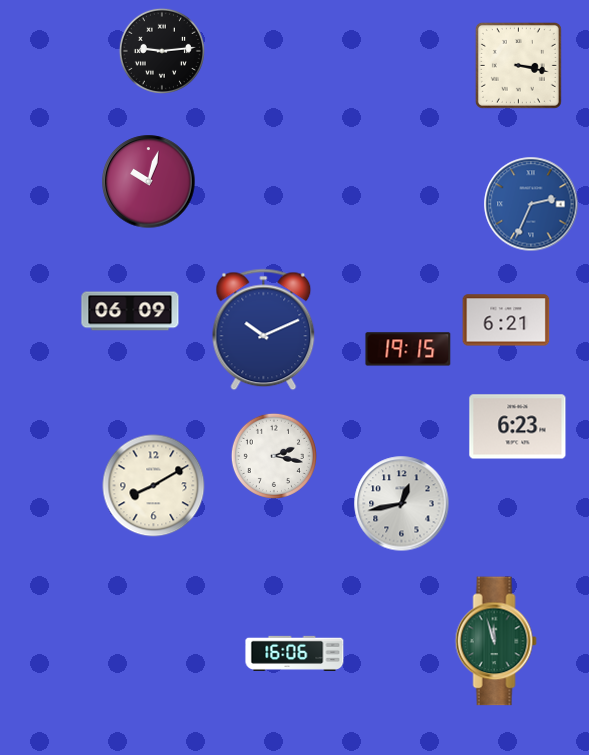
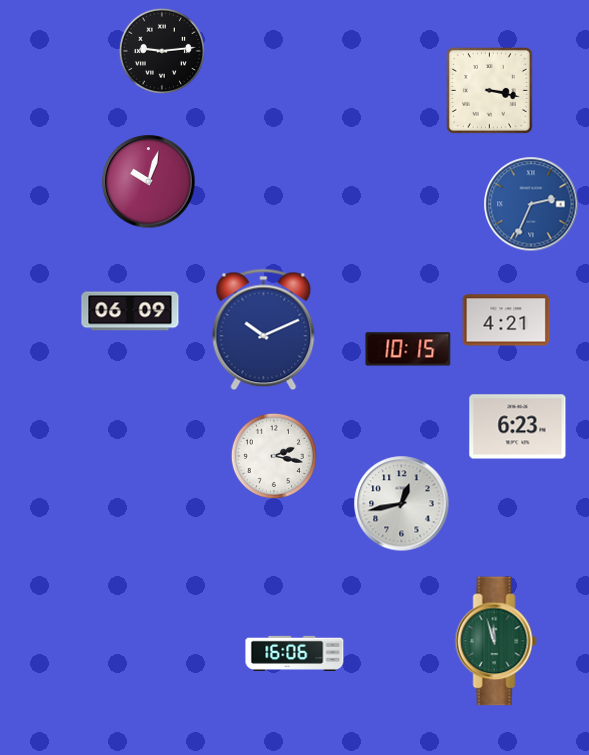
clock at (518, 65) position: (518, 65) -> (489, 90)
clock at (506, 320): 6:21 -> 4:21
clock at (408, 349): 19:15 -> 10:15
clock at (154, 486): 8:10 -> none
